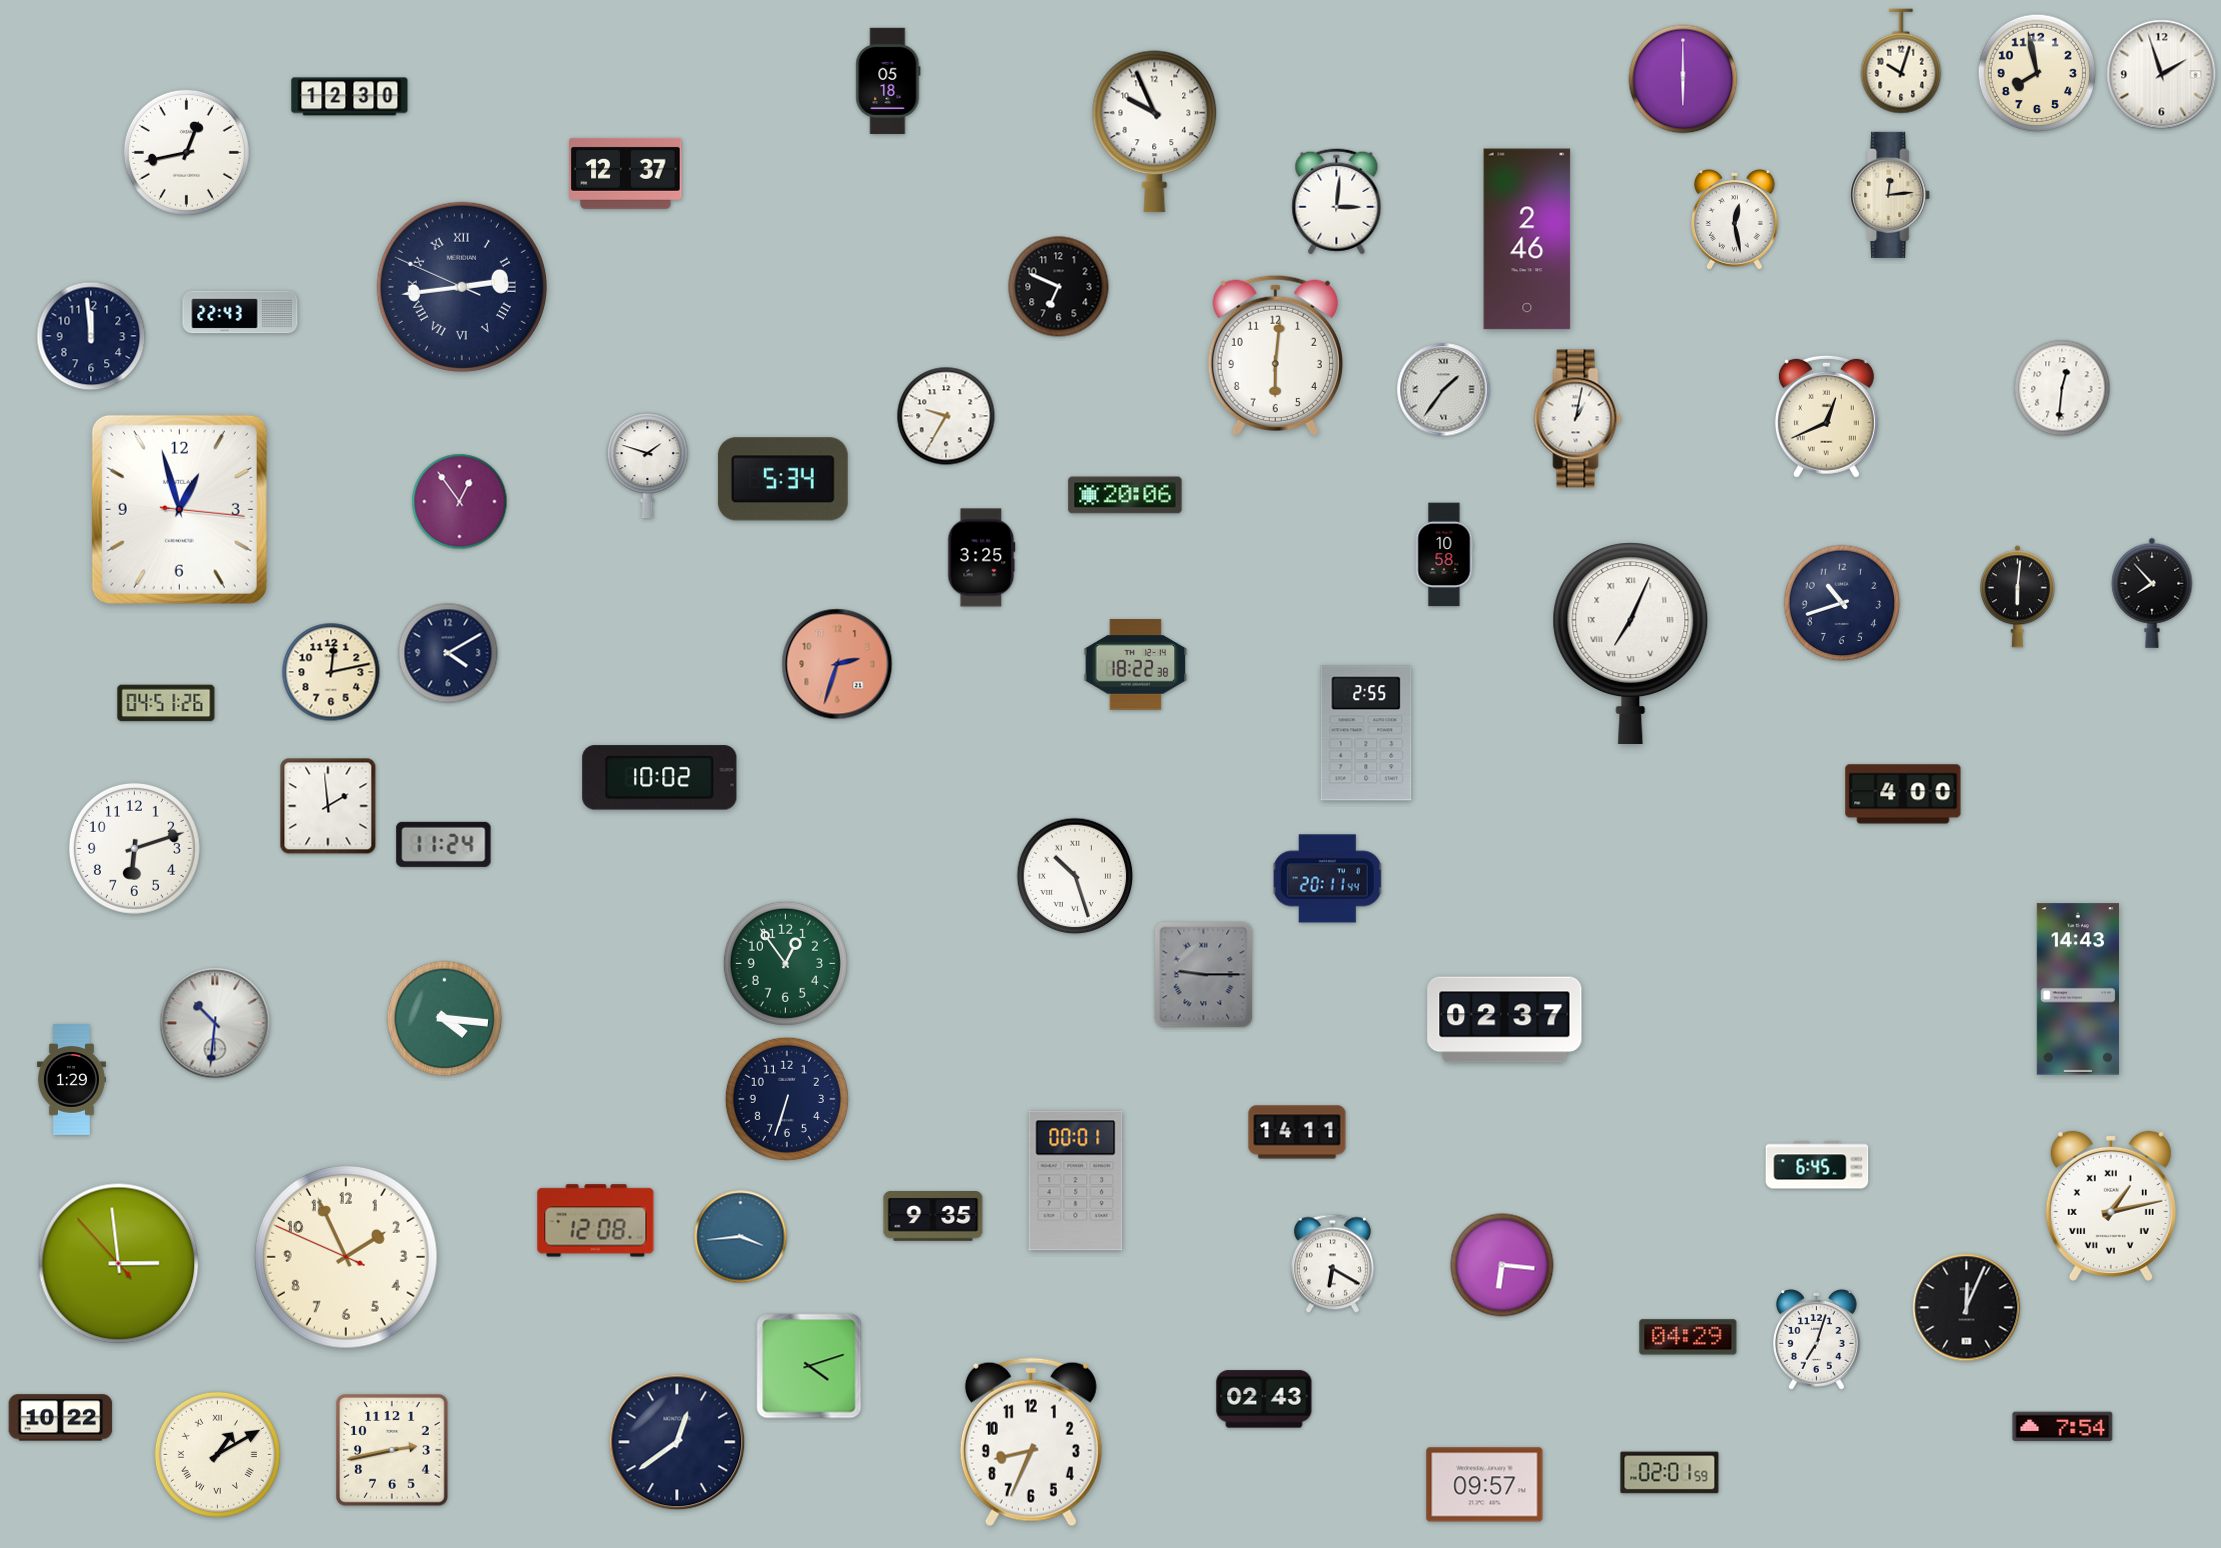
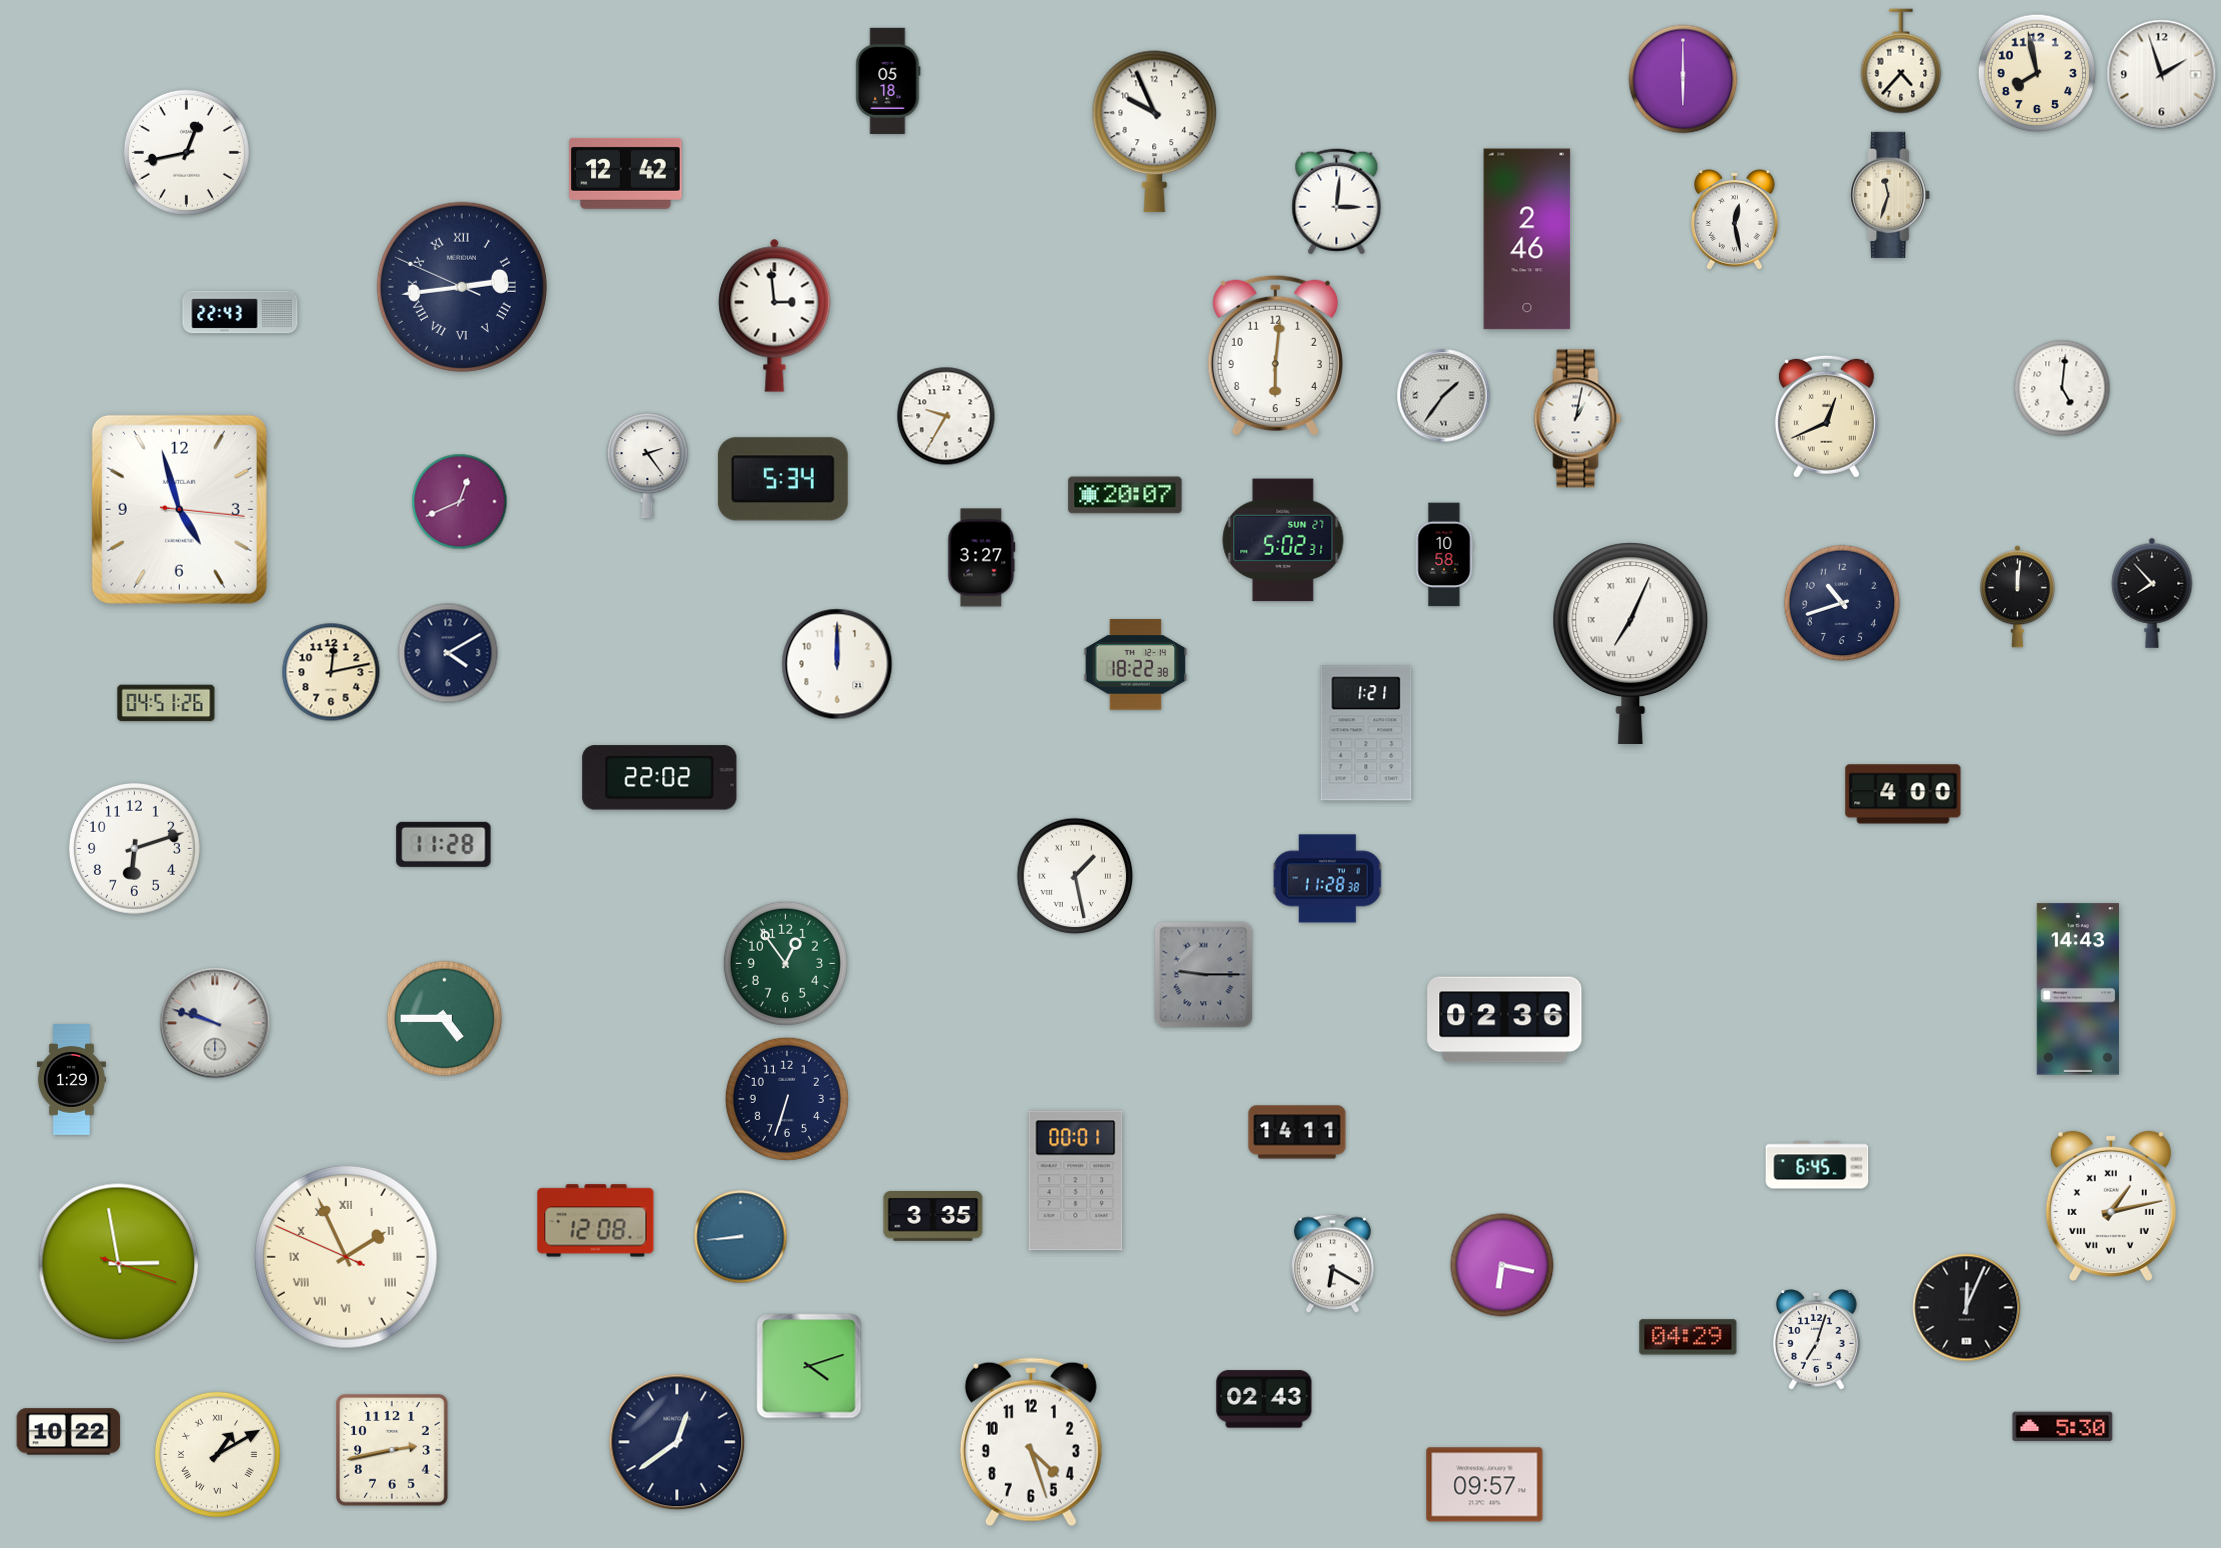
clock at (1901, 61): 10:03 -> 4:37
clock at (350, 97): 12:30 -> none
clock at (626, 173): 12:37 -> 12:42
clock at (1891, 195): 12:14 -> 11:33
clock at (1059, 287): 6:49 -> none
clock at (775, 315): none -> 2:59
clock at (91, 336): 11:59 -> none
clock at (2062, 388): 12:31 -> 5:01
clock at (1444, 390) position: (1444, 390) -> (1444, 396)
clock at (648, 466): 1:48 -> 2:24
clock at (1125, 495): 20:06 -> 20:07
clock at (460, 502): 12:54 -> 12:41
clock at (179, 509): 12:57 -> 4:57
clock at (1283, 540): none -> 5:02
clock at (982, 558): 3:25 -> 3:27
clock at (2017, 597): 6:01 -> 12:01
clock at (837, 664): 2:33 -> 12:00
clock at (837, 664) dial: salmon -> white
clock at (1366, 733): 2:55 -> 1:21
clock at (660, 778): 10:02 -> 22:02
clock at (328, 806): 1:59 -> none
clock at (444, 844): 11:24 -> 11:28
clock at (1075, 876): 10:27 -> 1:28
clock at (1328, 879): 20:11 -> 11:28
clock at (445, 1019): 4:16 -> 4:45
clock at (1505, 1020): 02:37 -> 02:36
clock at (215, 1023): 10:31 -> 9:48
clock at (933, 1217): 9:35 -> 3:35
clock at (741, 1237): 3:44 -> 8:44
clock at (346, 1257) numerals: Arabic -> Roman
clock at (119, 1264): 2:58:53 -> 2:58:18
clock at (1502, 1265): 6:16 -> 6:17
clock at (61, 1418) position: (61, 1418) -> (69, 1432)
clock at (2063, 1427): 7:54 -> 5:30
clock at (1031, 1442): 8:34 -> 4:27
clock at (1670, 1473): 02:01 -> none
